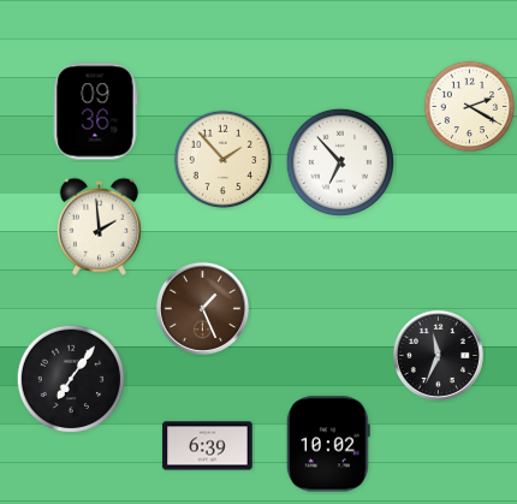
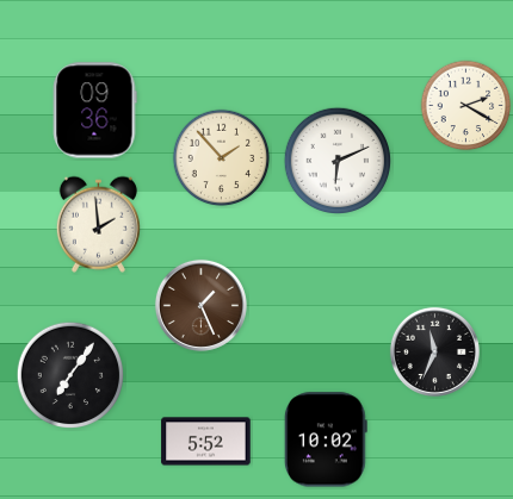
clock at (339, 161): 6:53 -> 6:11
clock at (208, 446): 6:39 -> 5:52
